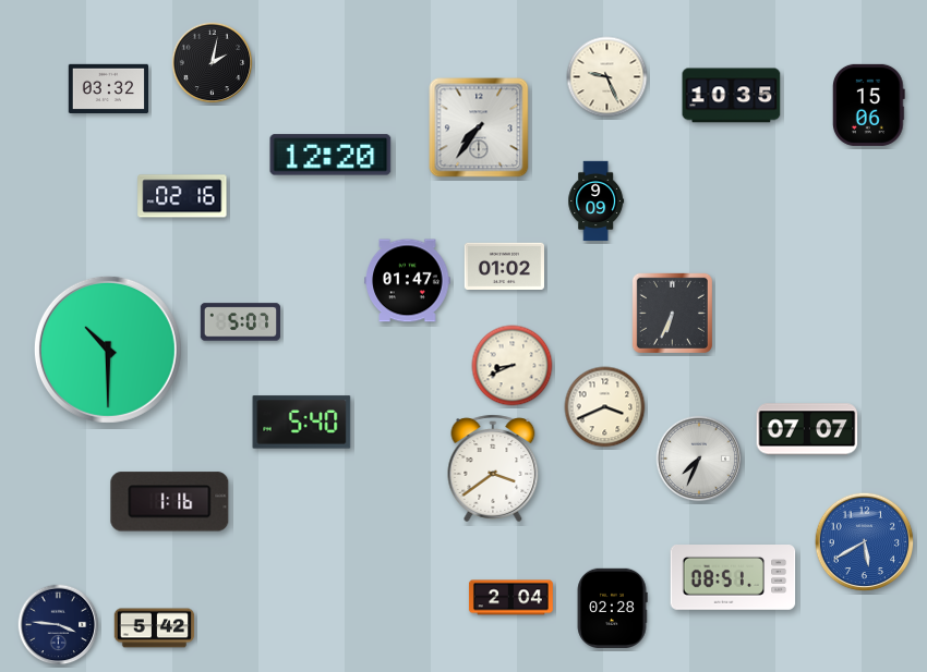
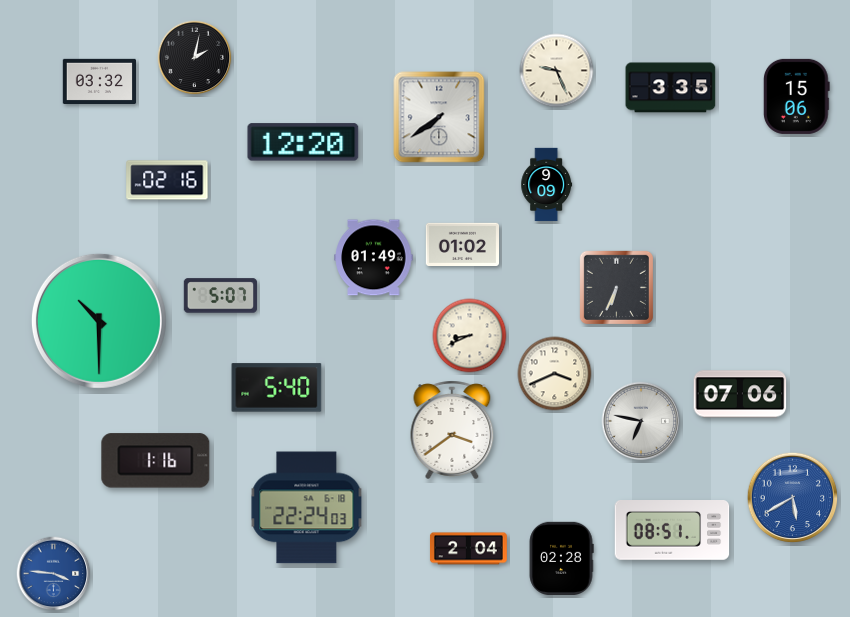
clock at (732, 96): 10:35 -> 3:35
clock at (479, 127): 7:36 -> 7:39
clock at (408, 281): 01:47 -> 01:49
clock at (807, 429): 07:07 -> 07:06
clock at (699, 459): 7:34 -> 6:47
clock at (307, 508): none -> 22:24
clock at (59, 625) dial: navy -> blue
clock at (155, 628): 5:42 -> none
